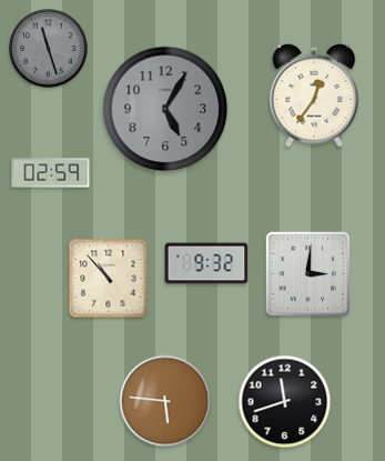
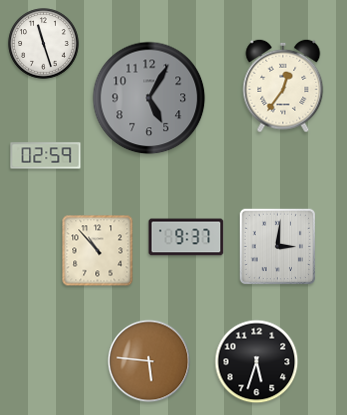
clock at (49, 49) dial: grey -> white
clock at (206, 263): 9:32 -> 9:37
clock at (285, 402): 11:42 -> 5:33
